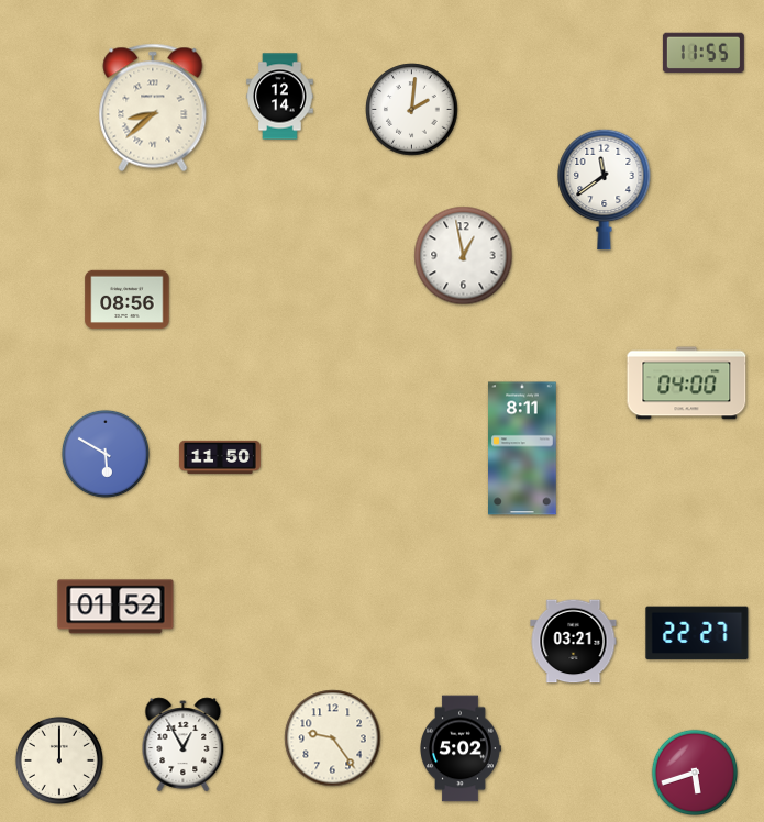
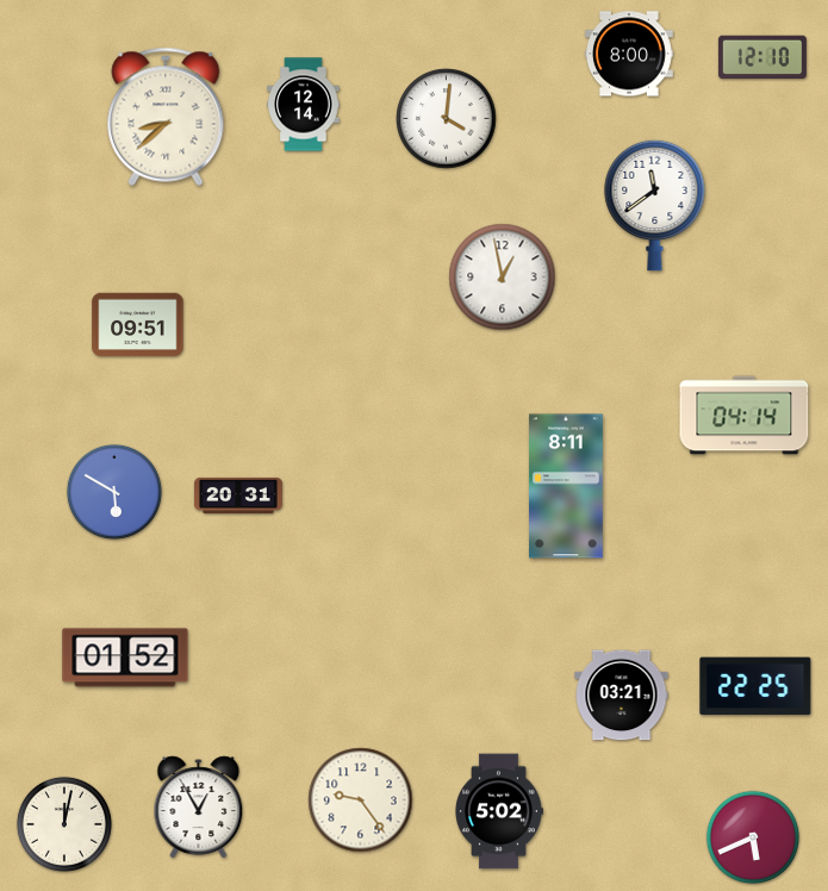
clock at (629, 54): none -> 8:00
clock at (704, 53): 11:55 -> 12:10
clock at (412, 110): 2:01 -> 4:01
clock at (128, 300): 08:56 -> 09:51
clock at (687, 384): 04:00 -> 04:14
clock at (220, 457): 11:50 -> 20:31
clock at (697, 633): 22:27 -> 22:25
clock at (59, 760): 12:00 -> 12:02
clock at (695, 773): 5:42 -> 5:41
